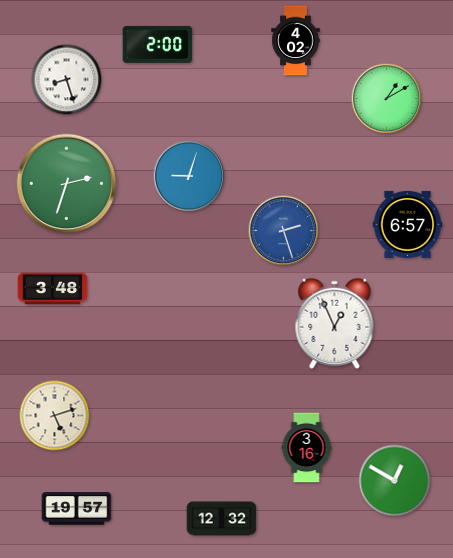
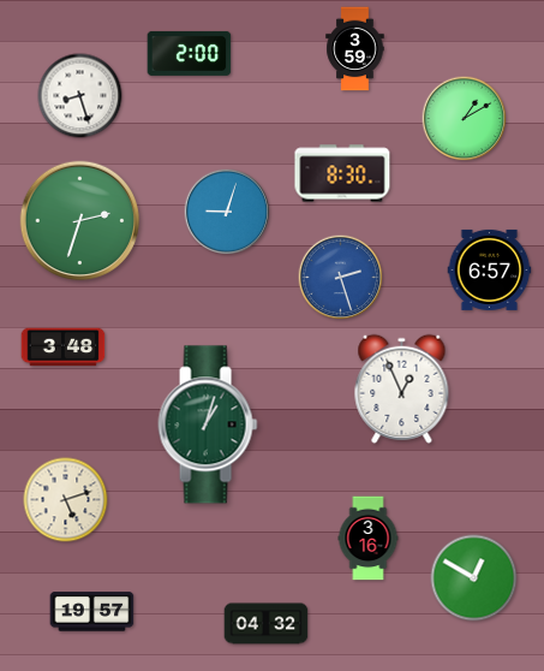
clock at (296, 41): 4:02 -> 3:59
clock at (342, 173): none -> 8:30
clock at (208, 424): none -> 1:03
clock at (222, 519): 12:32 -> 04:32
